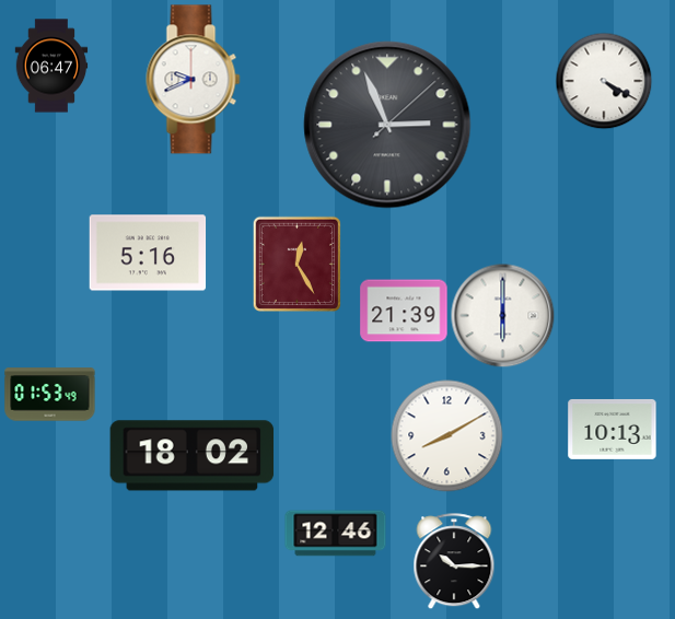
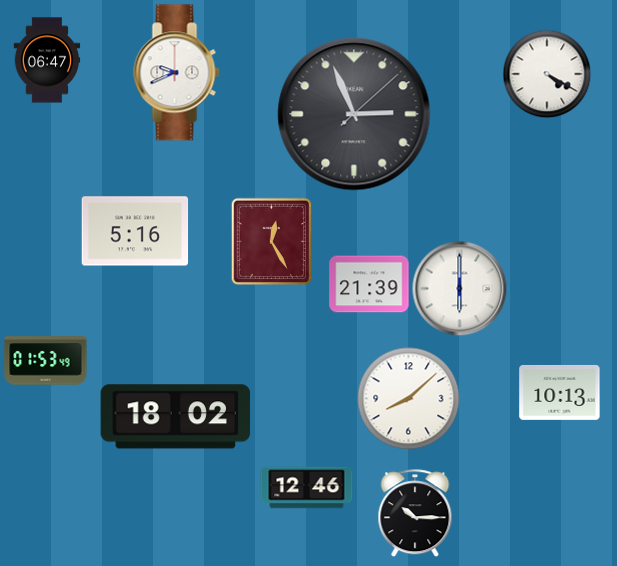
clock at (604, 81) position: (604, 81) -> (547, 74)
clock at (447, 436): 8:10 -> 8:08
